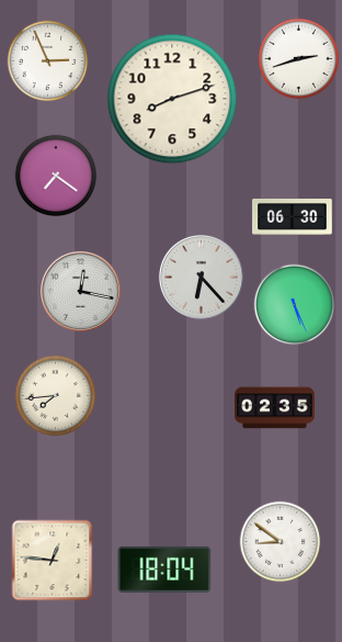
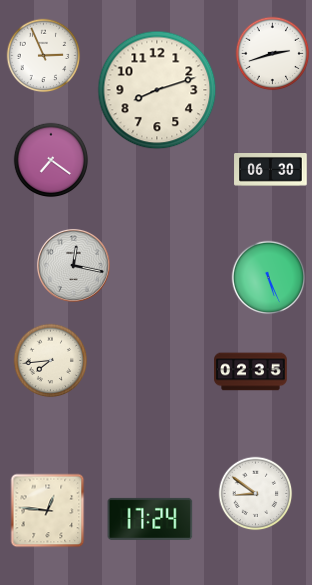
clock at (293, 217) position: (293, 217) -> (271, 170)
clock at (201, 277): 6:23 -> none
clock at (164, 570): 18:04 -> 17:24
